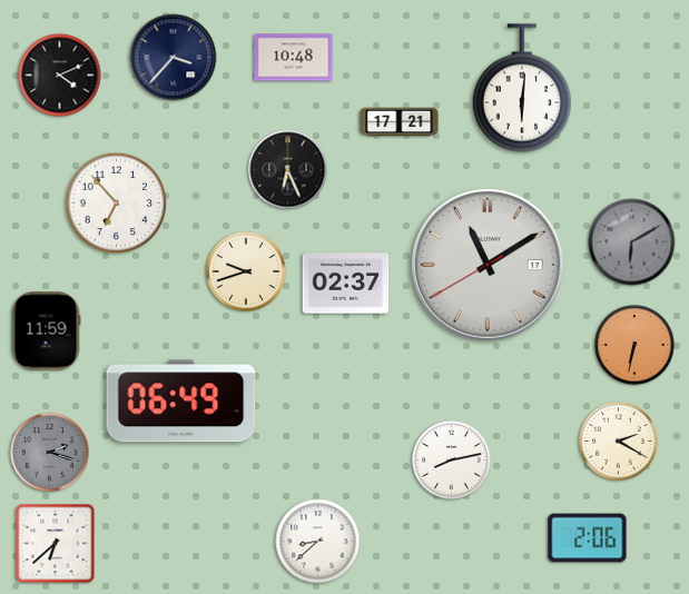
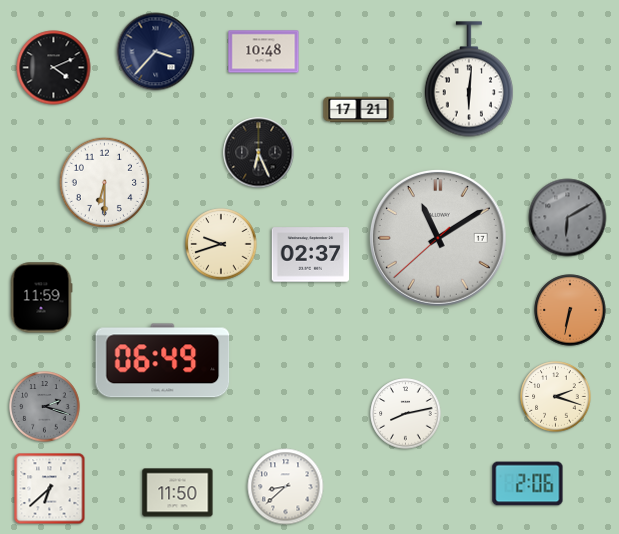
clock at (116, 202): 6:53 -> 6:30
clock at (488, 265): 11:09:40 -> 11:09:38
clock at (619, 442): 2:20 -> 2:18
clock at (178, 493): none -> 11:50
